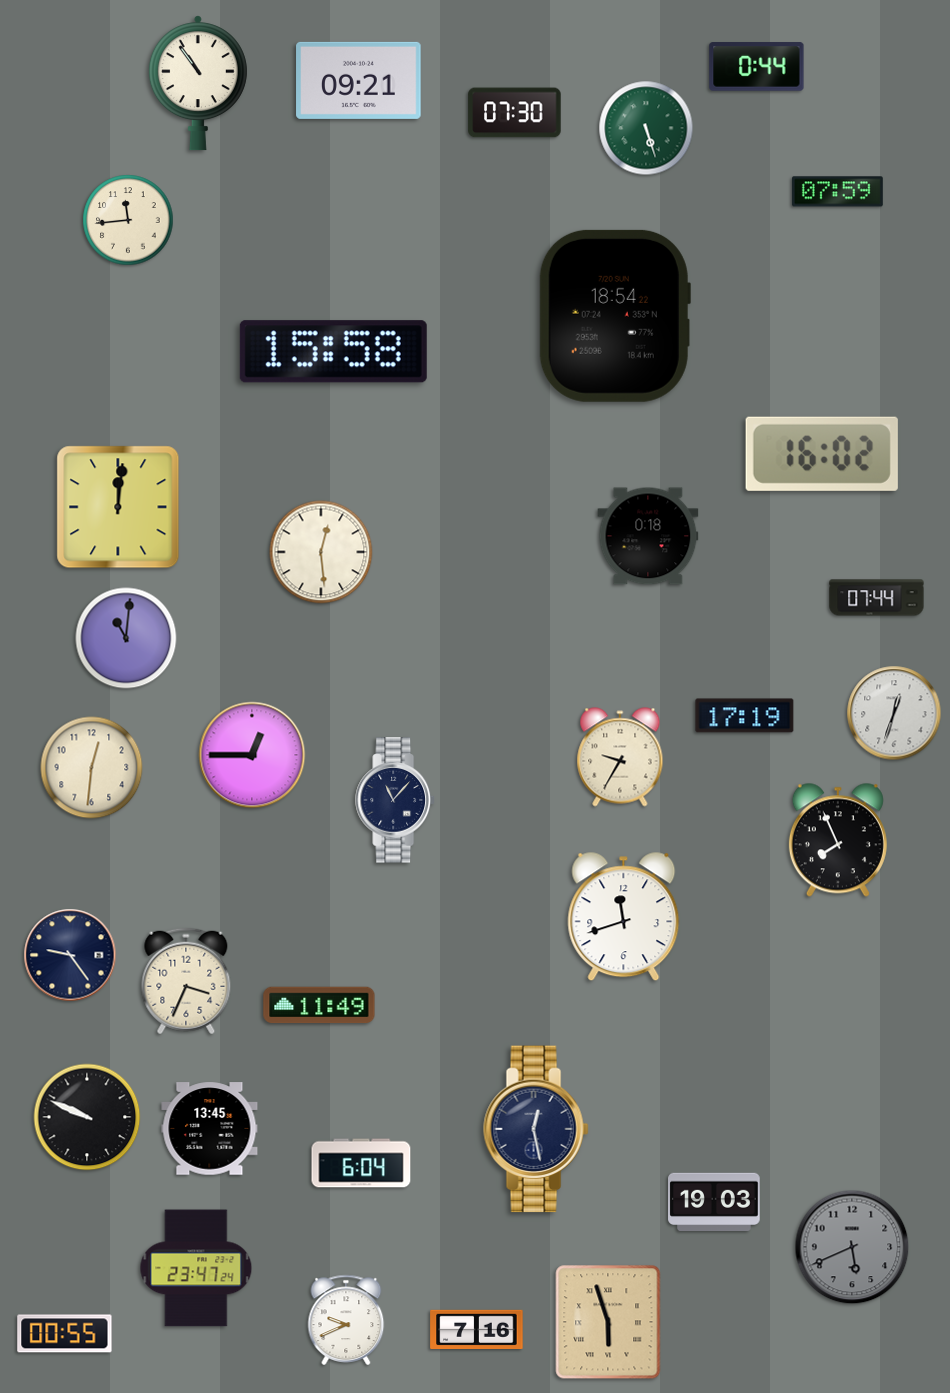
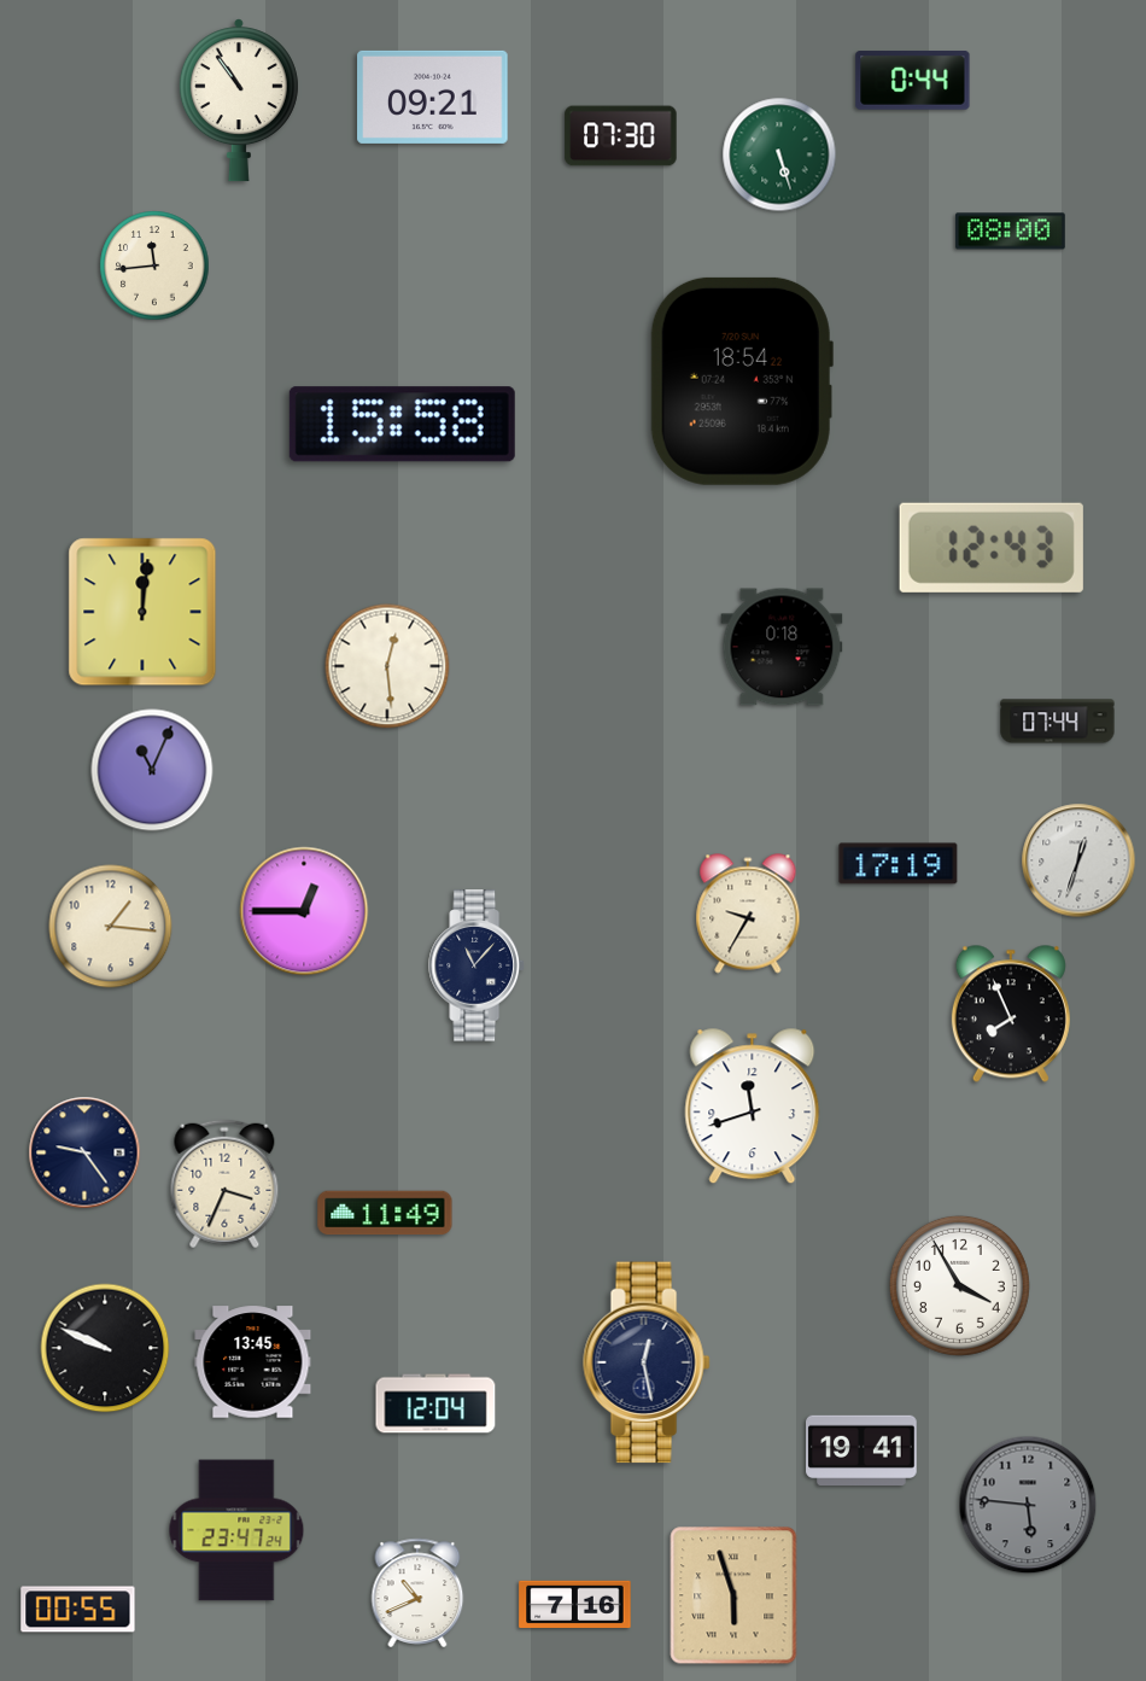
clock at (837, 192): 07:59 -> 08:00
clock at (822, 454): 16:02 -> 12:43
clock at (126, 638): 11:01 -> 11:04
clock at (92, 768): 12:31 -> 1:16
clock at (959, 1285): none -> 3:55
clock at (361, 1163): 6:04 -> 12:04
clock at (714, 1202): 19:03 -> 19:41
clock at (852, 1247): 5:41 -> 5:46
clock at (346, 1320): 9:41 -> 10:41
